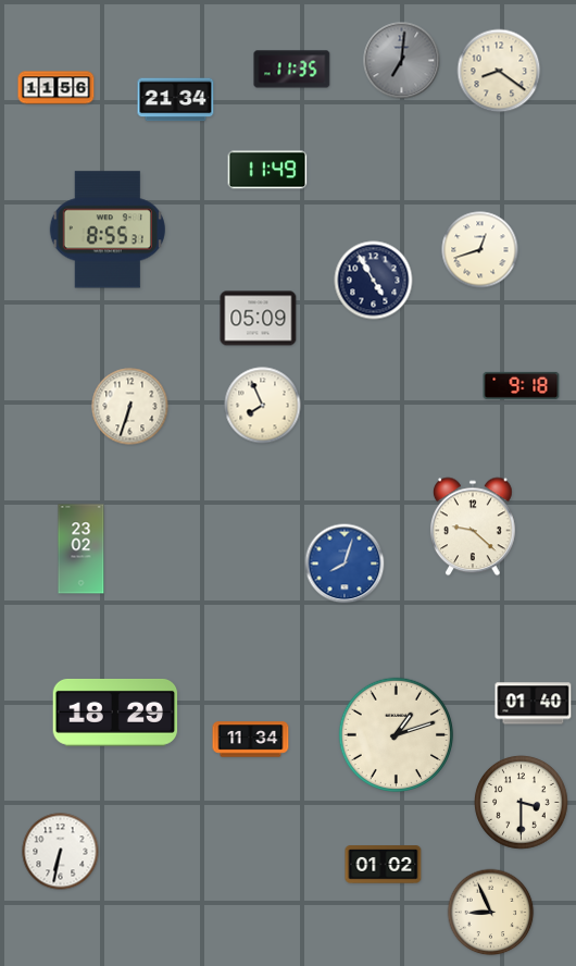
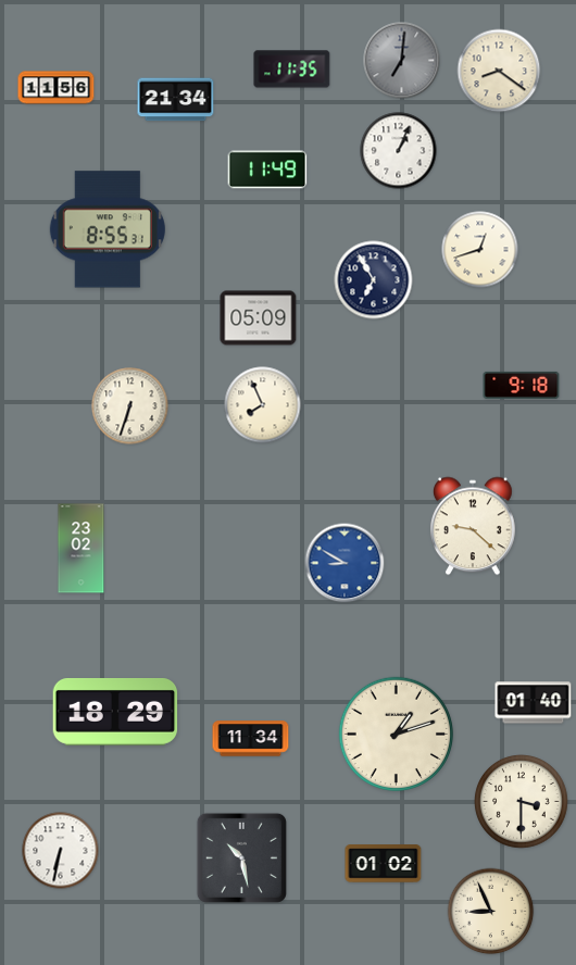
clock at (399, 151): none -> 1:04
clock at (374, 281): 4:55 -> 6:55
clock at (345, 563): 8:03 -> 8:50
clock at (241, 857): none -> 10:28
